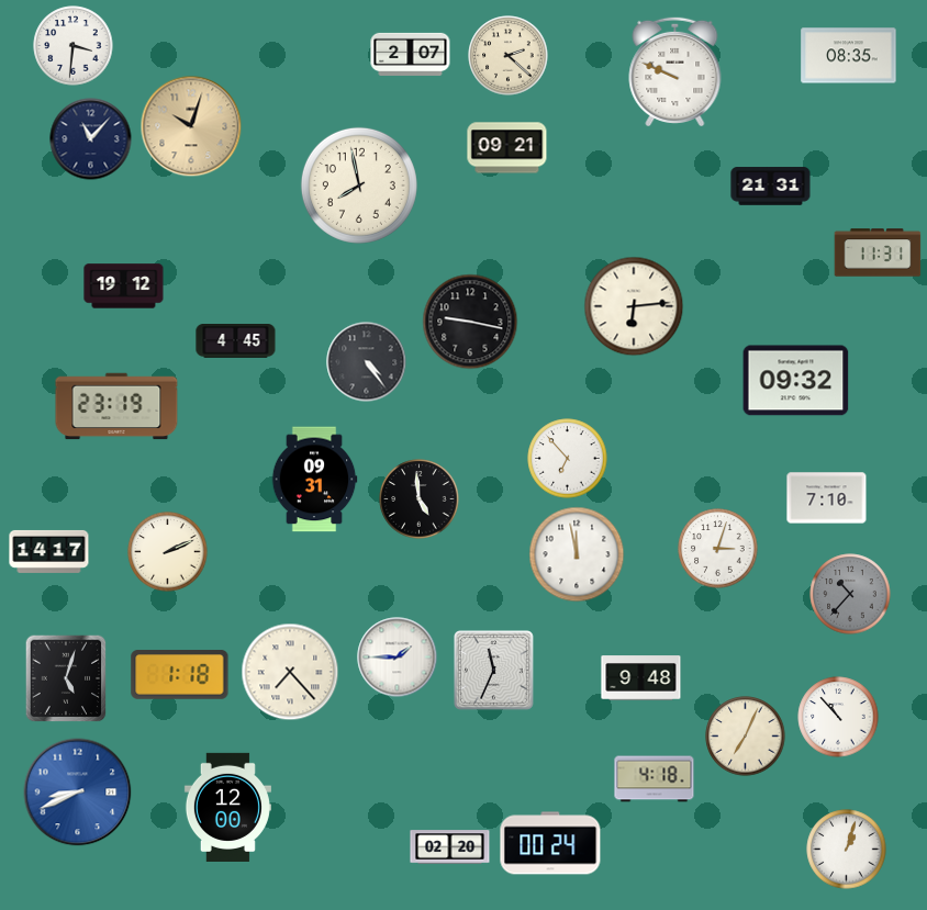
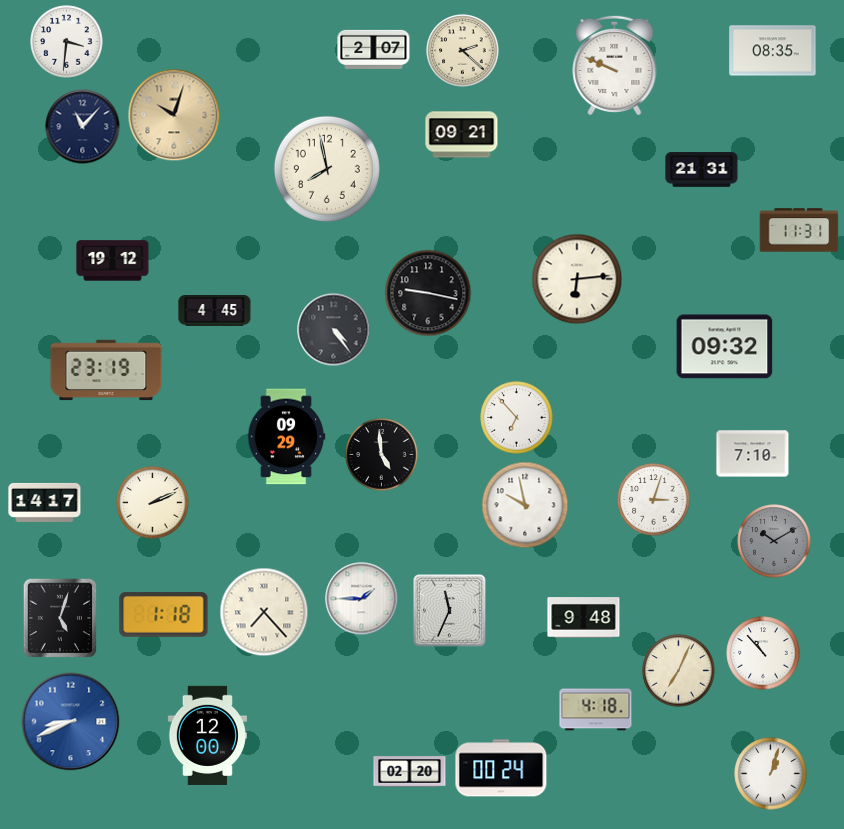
clock at (314, 480): 09:31 -> 09:29
clock at (577, 554): 11:58 -> 9:58
clock at (850, 594): 10:37 -> 10:10
